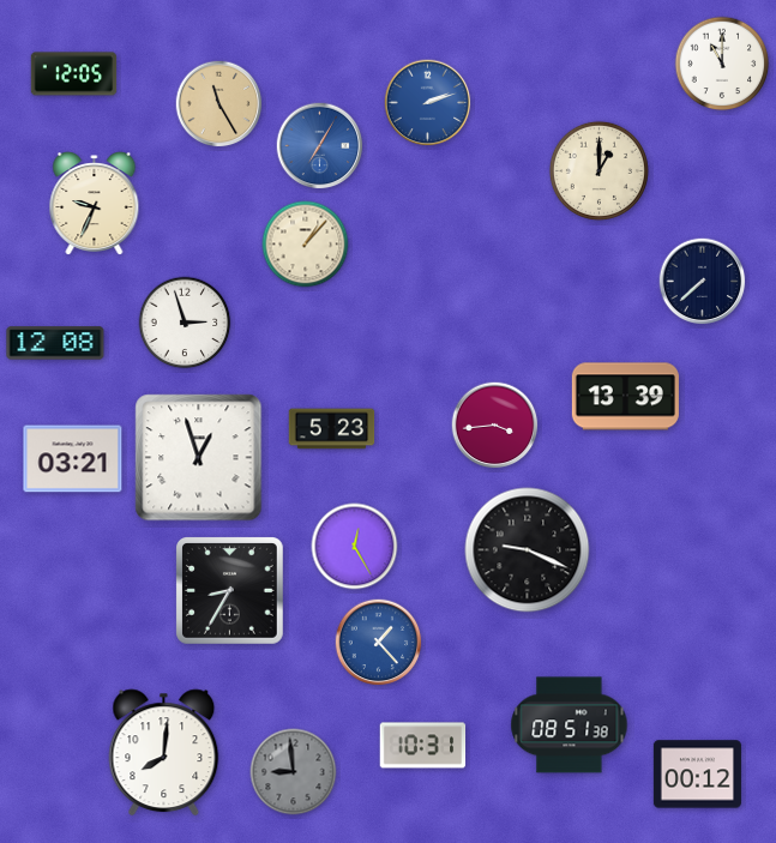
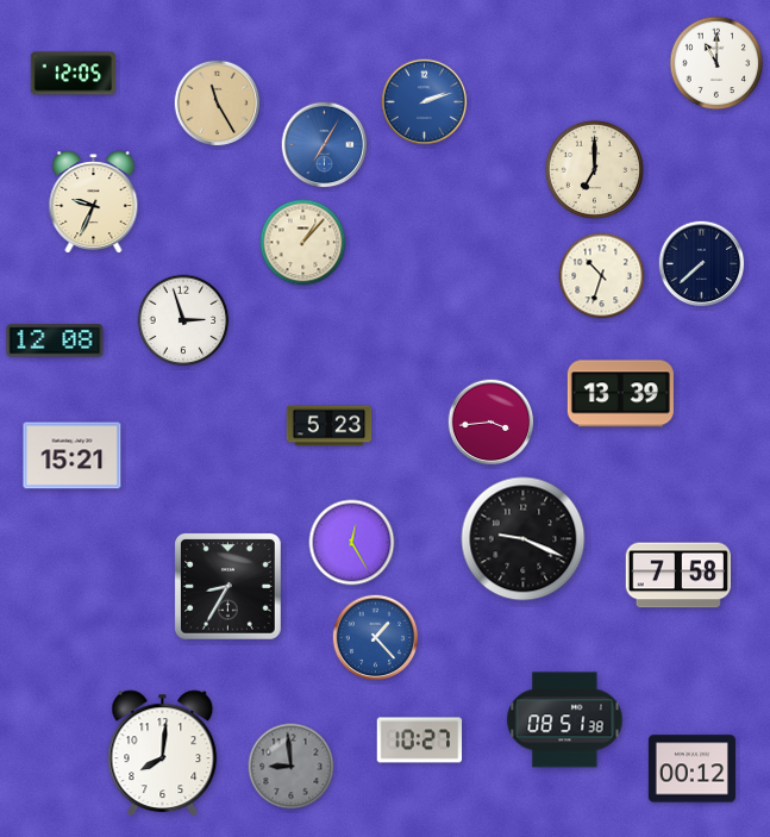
clock at (320, 146) position: (320, 146) -> (325, 145)
clock at (598, 170): 1:00 -> 7:00
clock at (602, 276): none -> 10:33
clock at (703, 282) position: (703, 282) -> (702, 264)
clock at (199, 458): 12:57 -> none
clock at (73, 459): 03:21 -> 15:21
clock at (528, 550) position: (528, 550) -> (524, 539)
clock at (677, 575): none -> 7:58
clock at (423, 746): 10:31 -> 10:27
clock at (164, 753) position: (164, 753) -> (163, 754)
